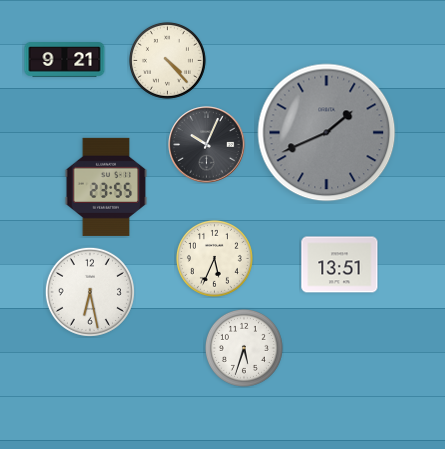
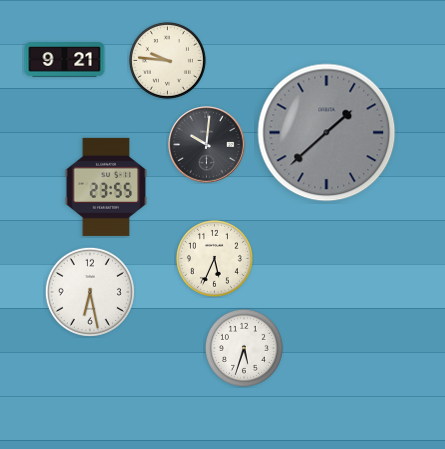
clock at (167, 60): 4:23 -> 9:46
clock at (327, 133): 1:41 -> 1:38
clock at (207, 145): 10:04 -> 10:01
clock at (340, 265): 13:51 -> none
